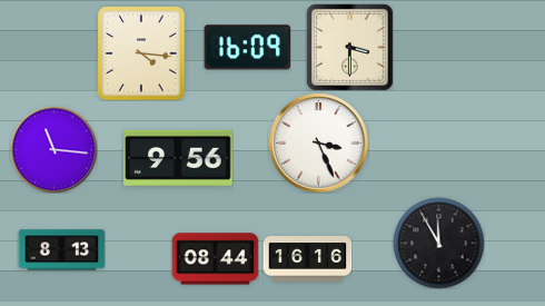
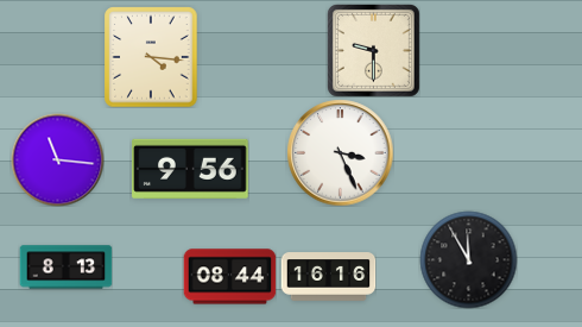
clock at (349, 47): 3:30 -> 9:30
clock at (247, 48): 16:09 -> none
